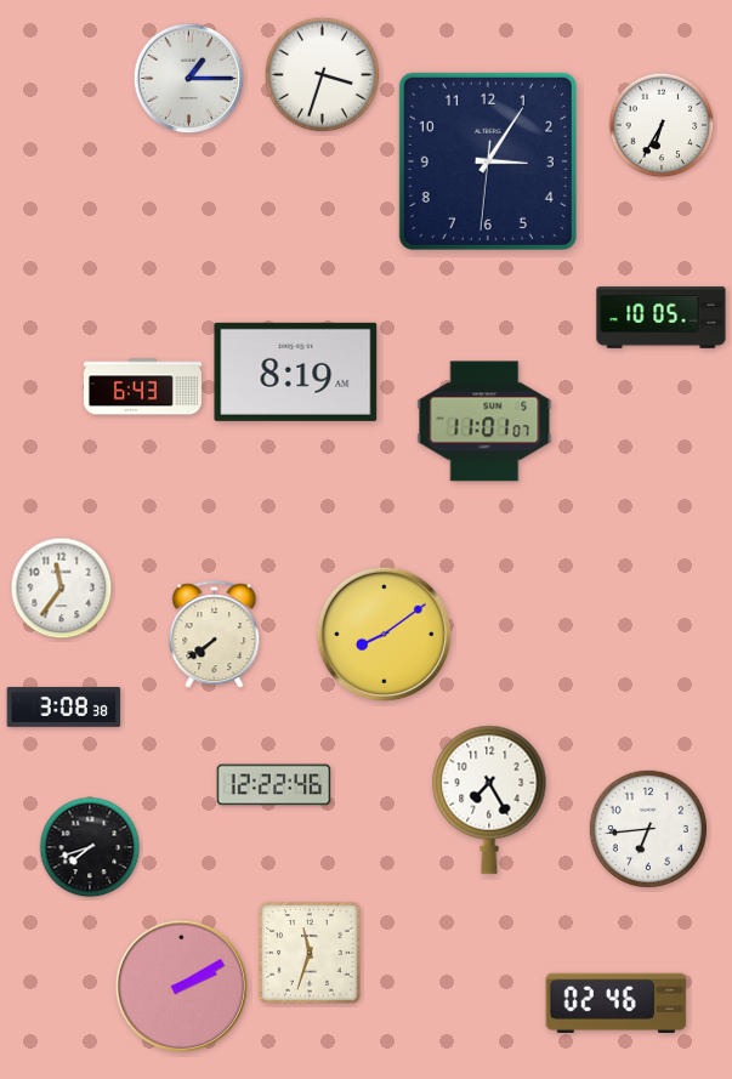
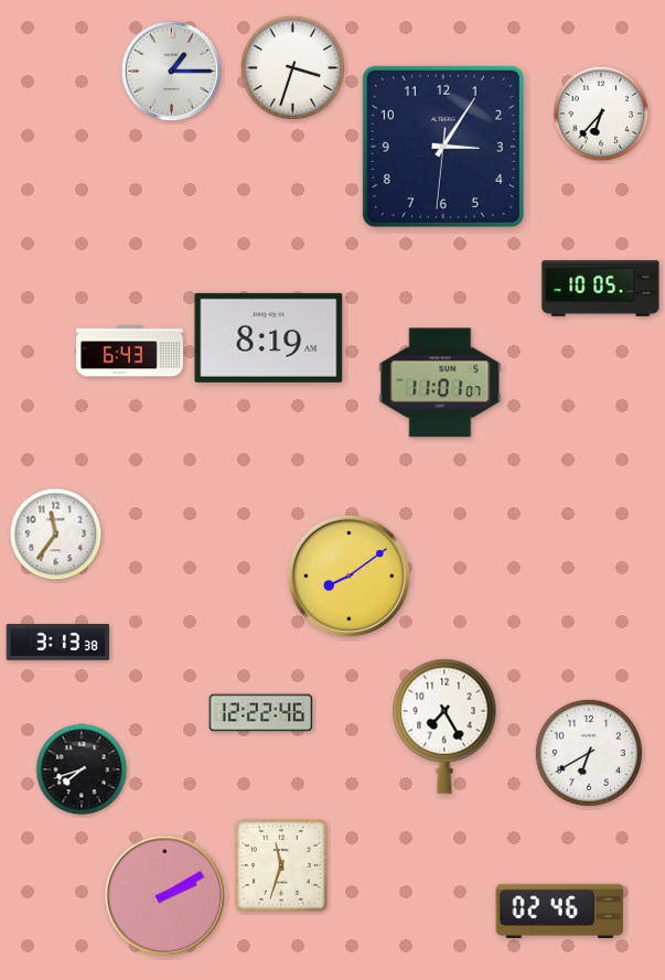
clock at (662, 125): 6:35 -> 6:37
clock at (215, 635): 7:39 -> none
clock at (64, 706): 3:08 -> 3:13
clock at (274, 785) position: (274, 785) -> (261, 713)
clock at (648, 829): 6:44 -> 6:40
